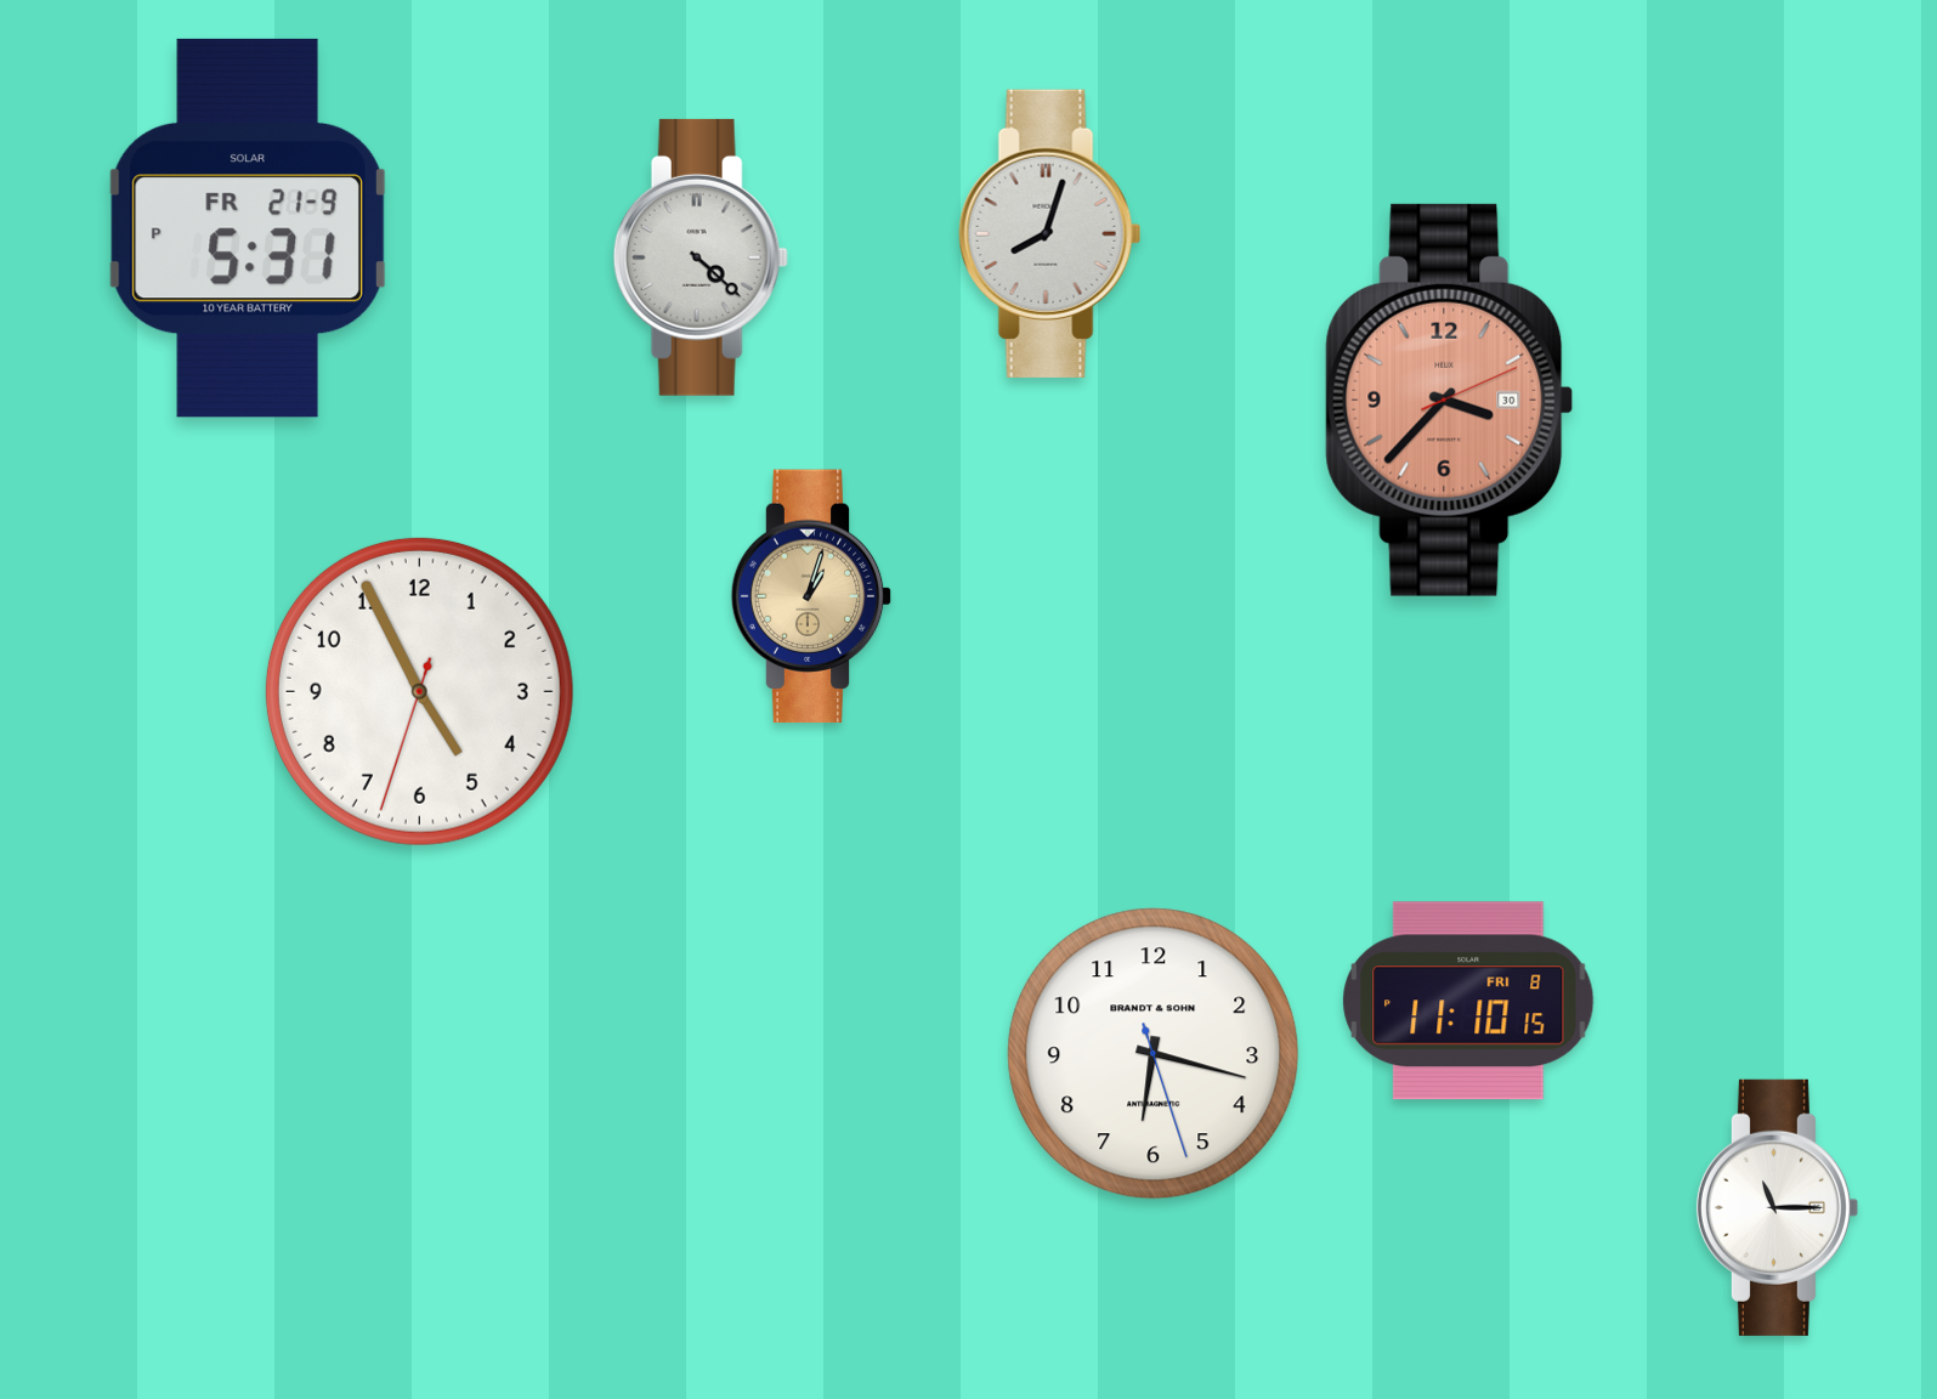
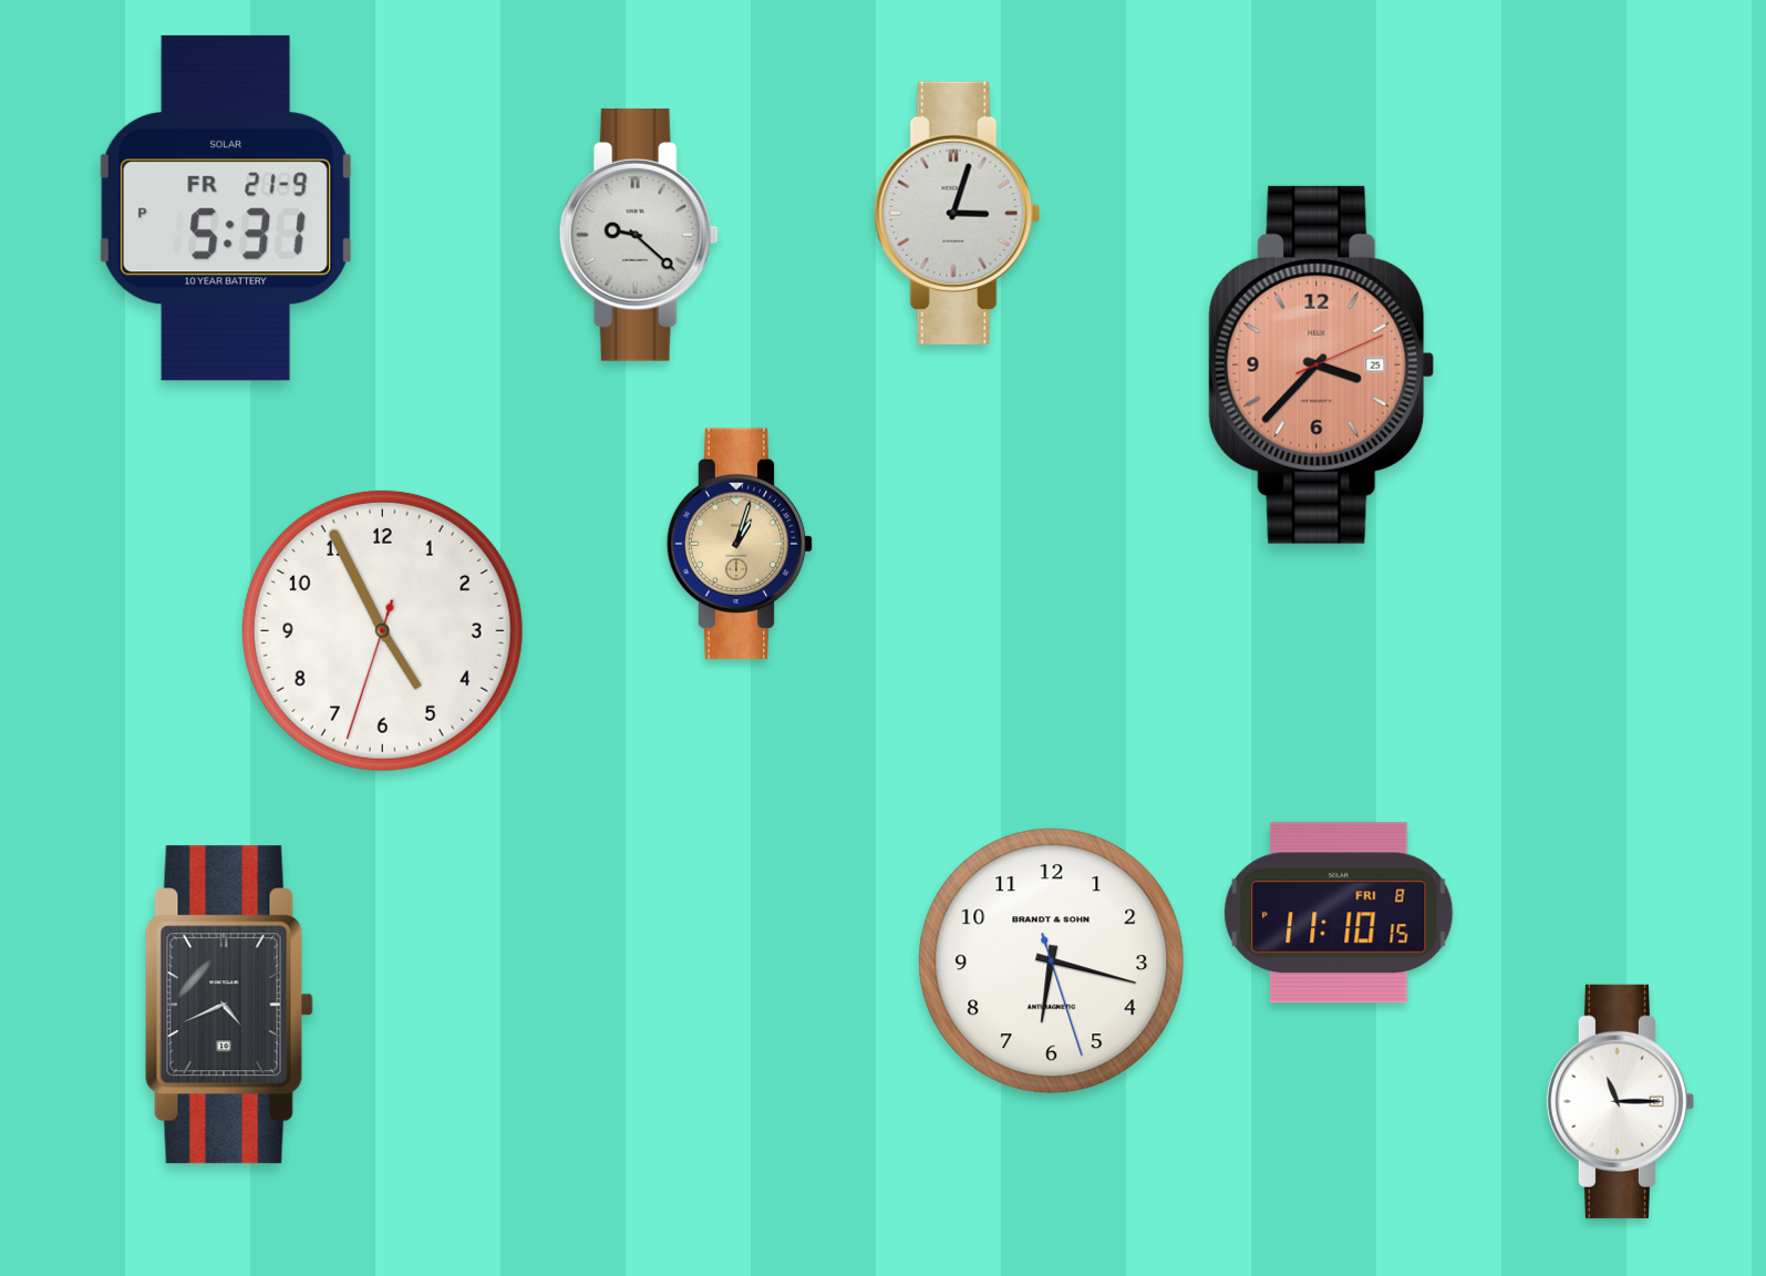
clock at (1050, 233): 8:03 -> 3:03
clock at (701, 257): 4:22 -> 9:22
clock at (1450, 400) date: 30 -> 25
clock at (229, 1005): none -> 4:41
